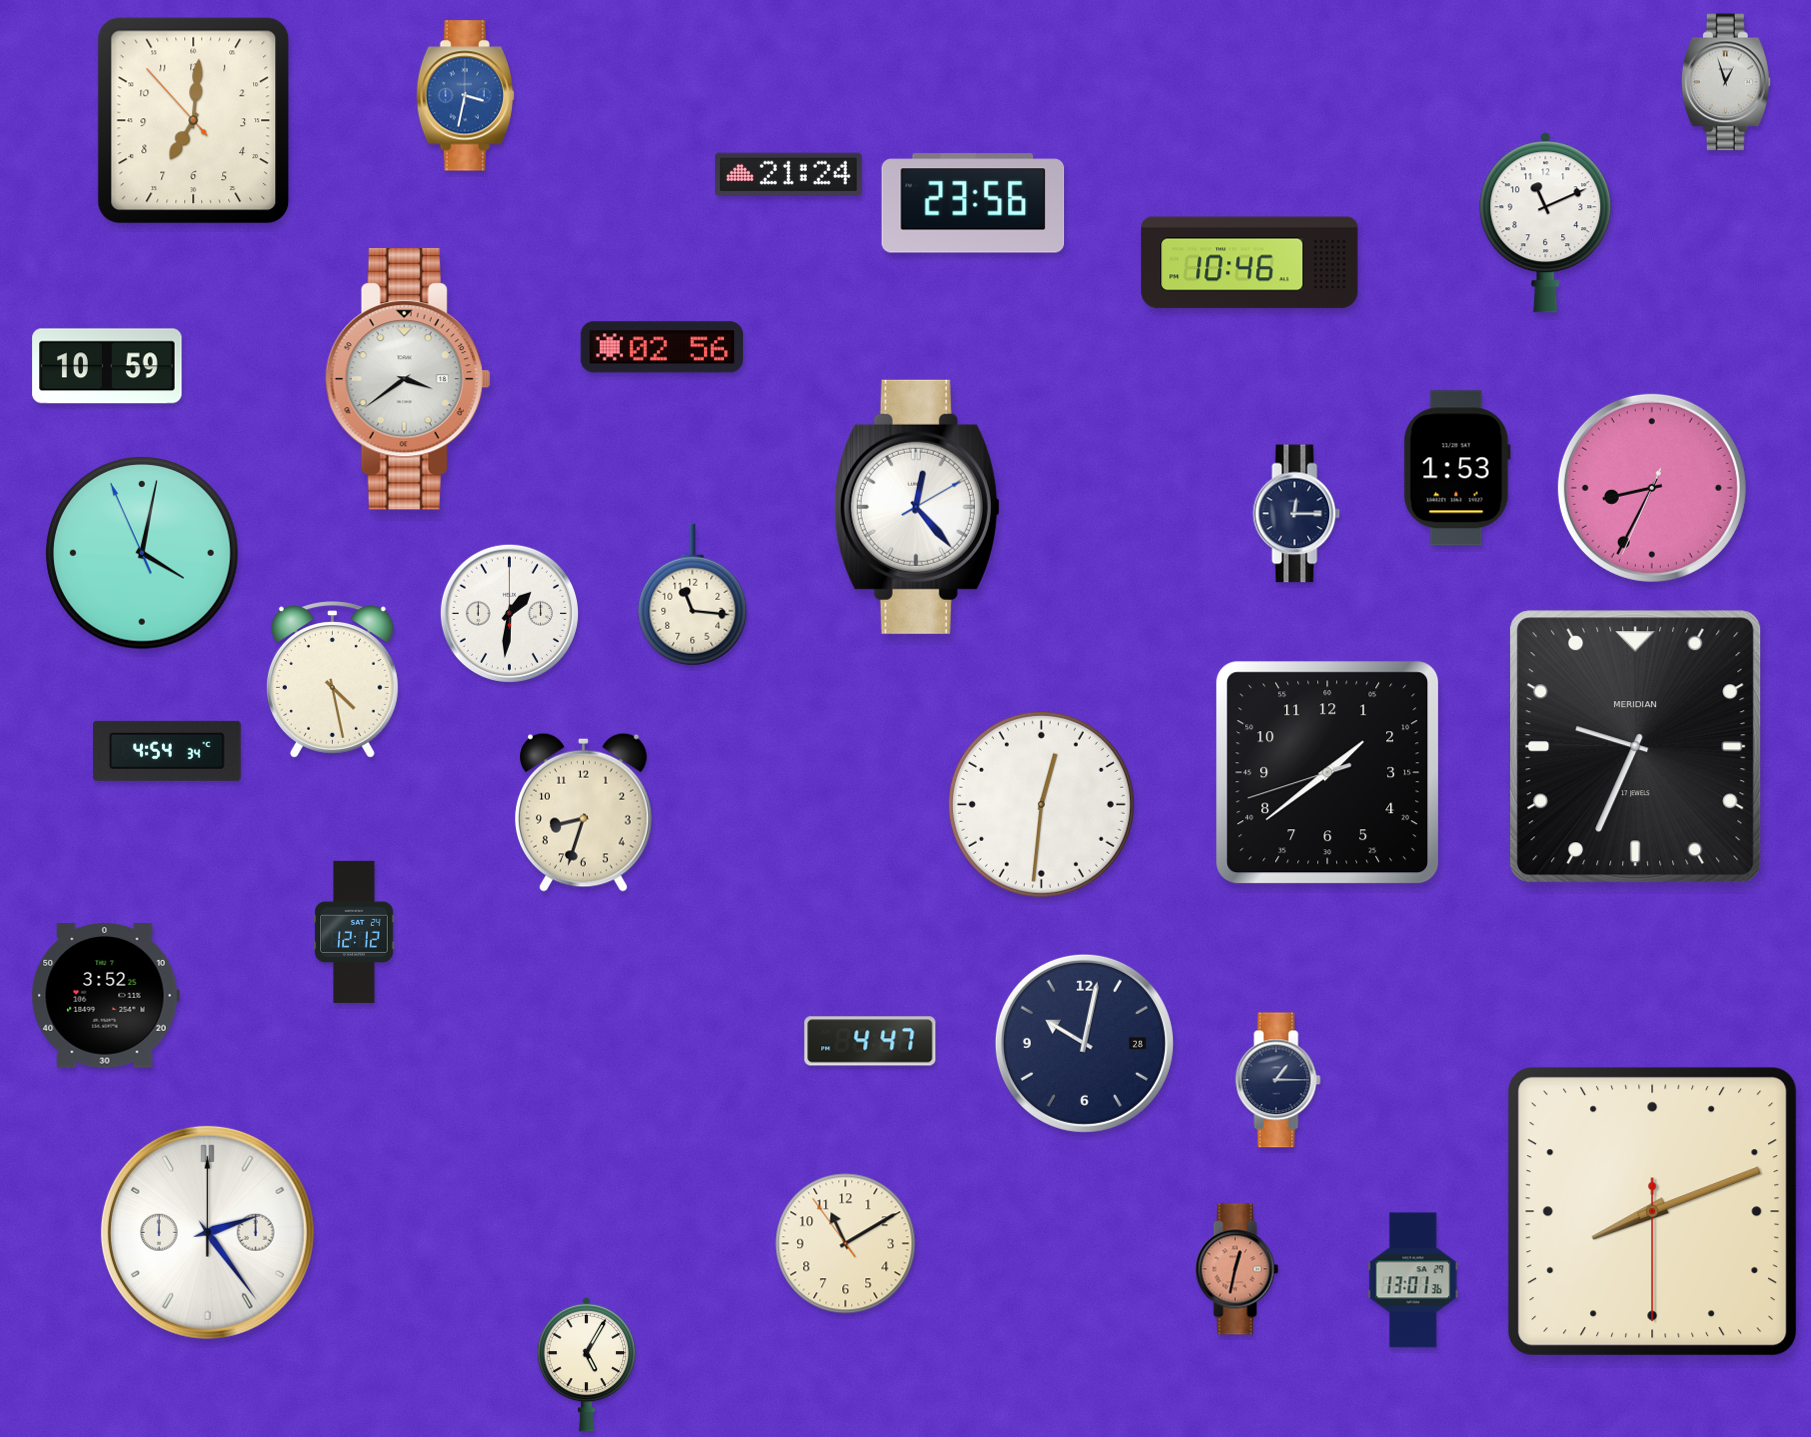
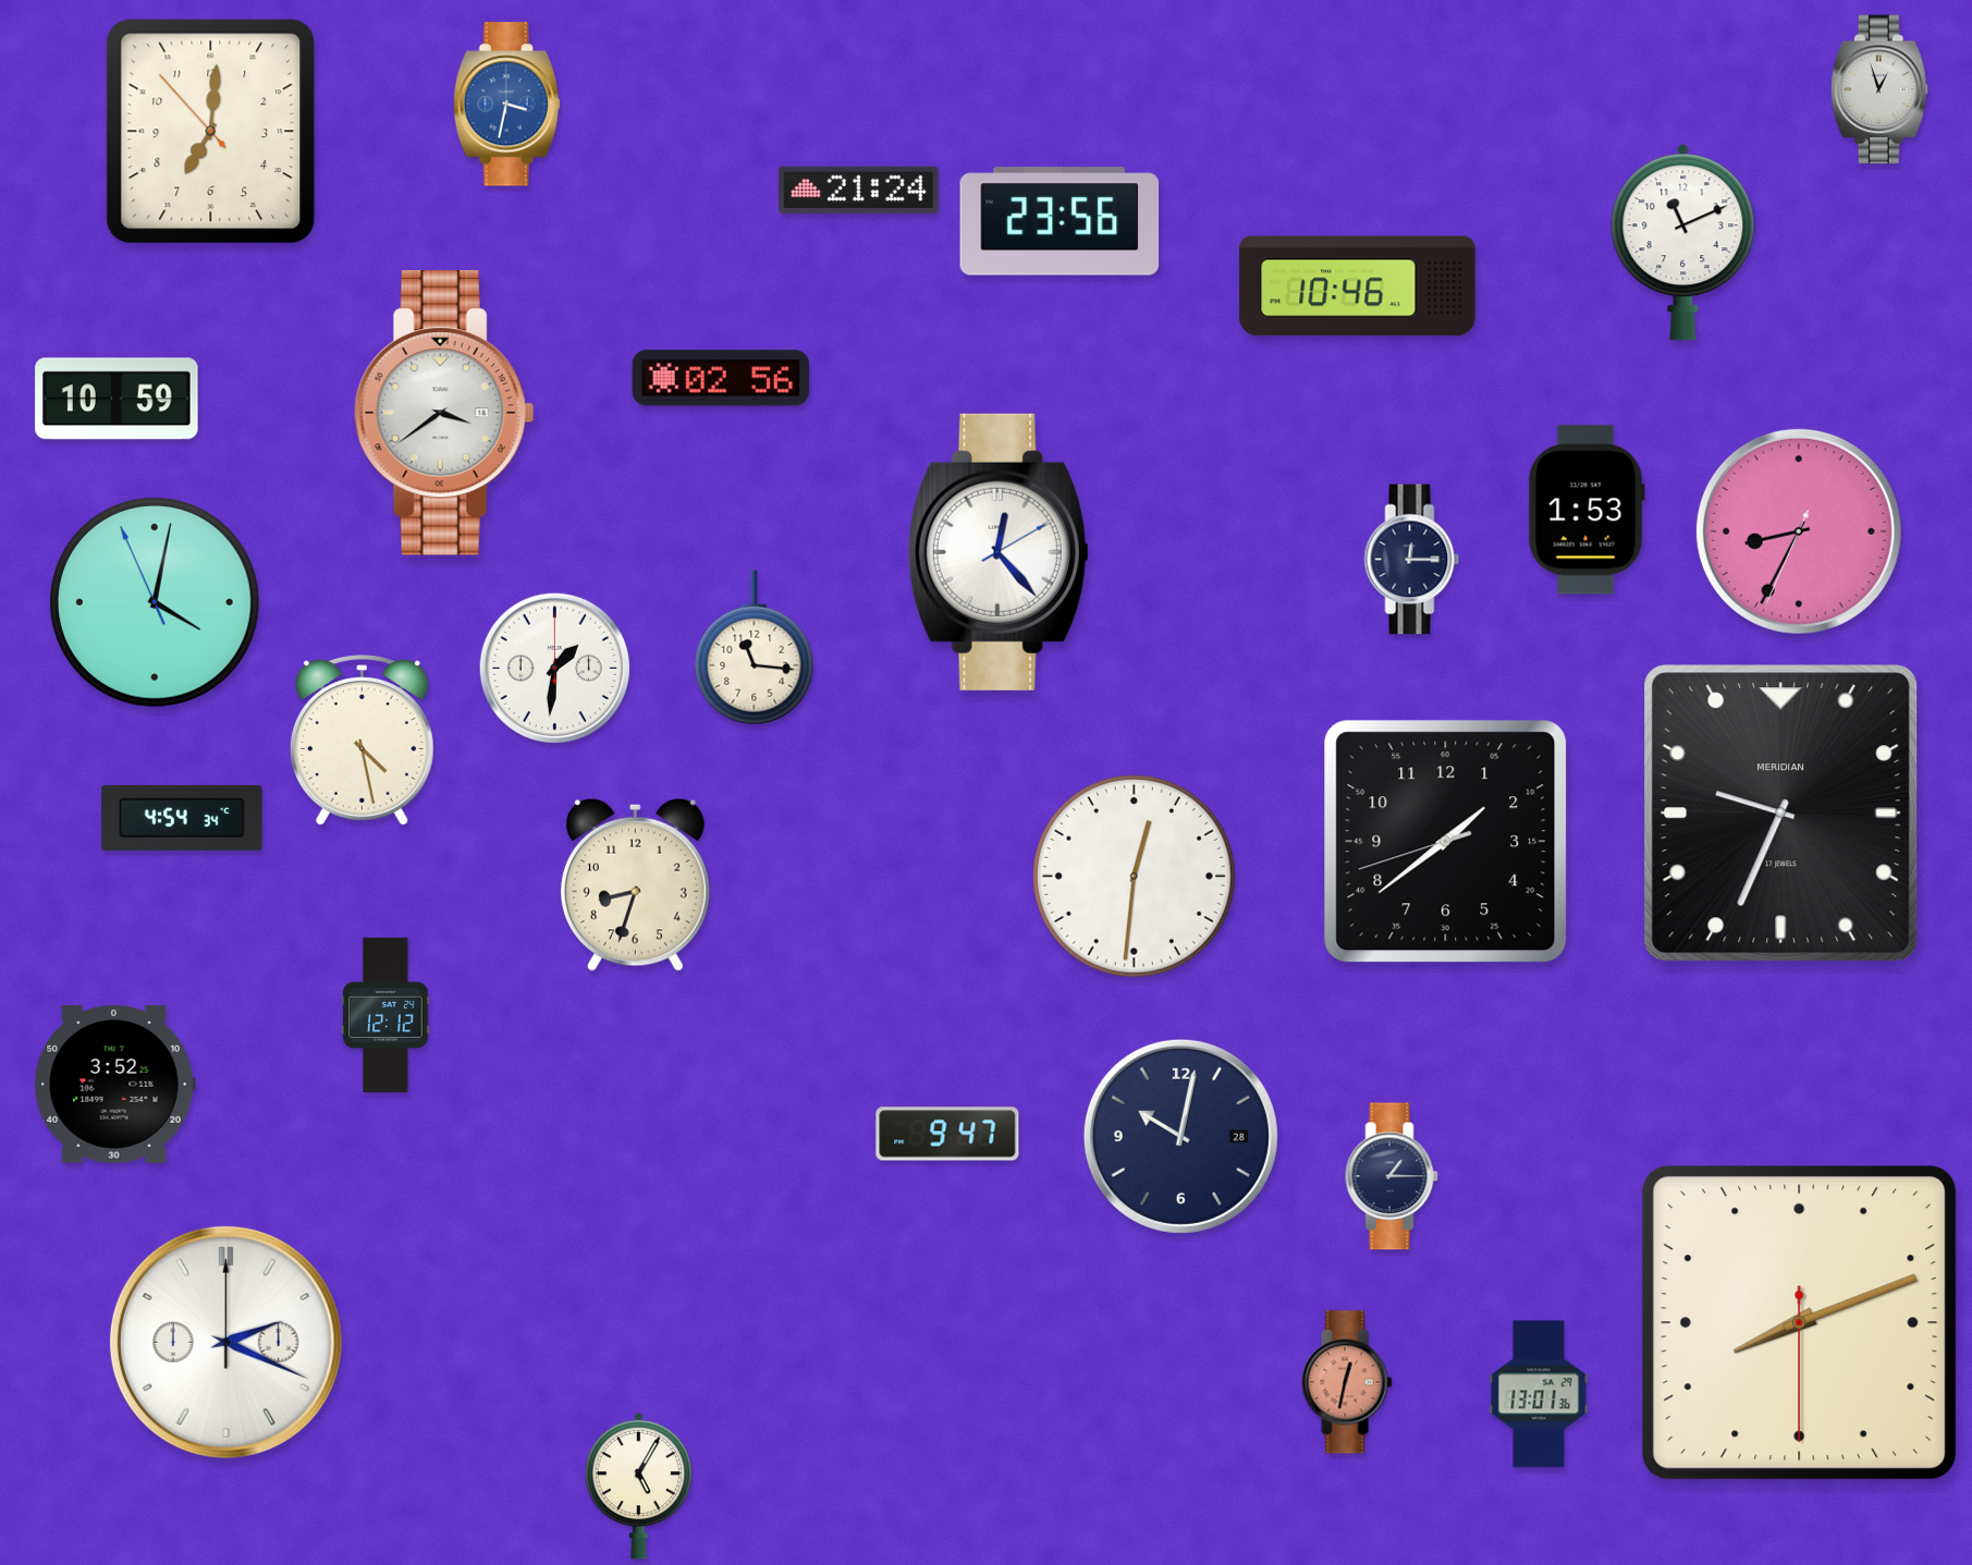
clock at (1250, 263) position: (1250, 263) -> (1358, 286)
clock at (870, 1041): 4:47 -> 9:47
clock at (1653, 1212) position: (1653, 1212) -> (1800, 1323)
clock at (207, 1232): 2:24 -> 2:19
clock at (846, 1244): 11:09 -> none
